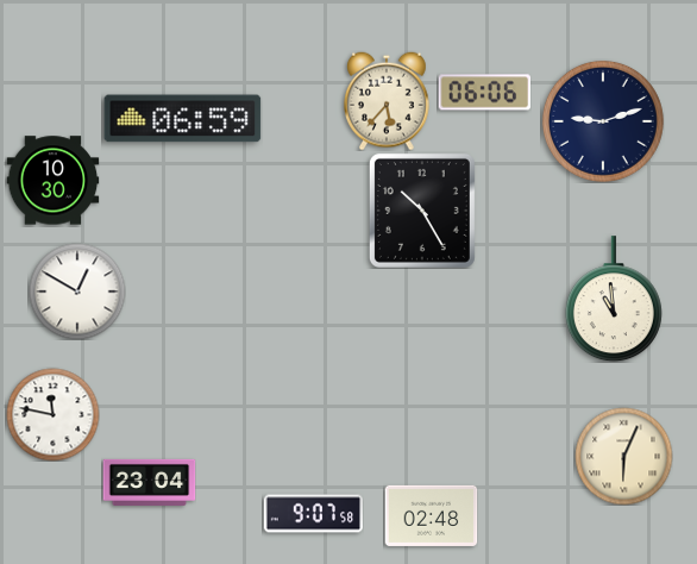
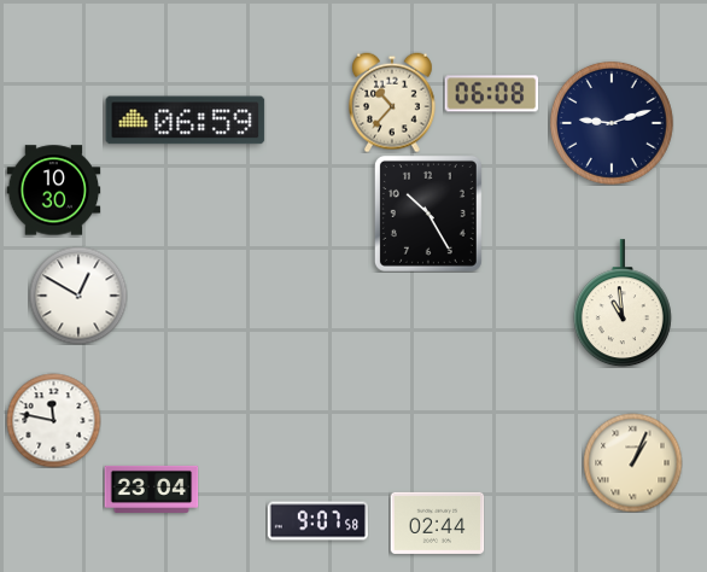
clock at (484, 93): 06:06 -> 06:08
clock at (388, 101): 5:37 -> 10:37
clock at (52, 181) position: (52, 181) -> (53, 191)
clock at (623, 456): 6:04 -> 1:04
clock at (431, 515): 02:48 -> 02:44
